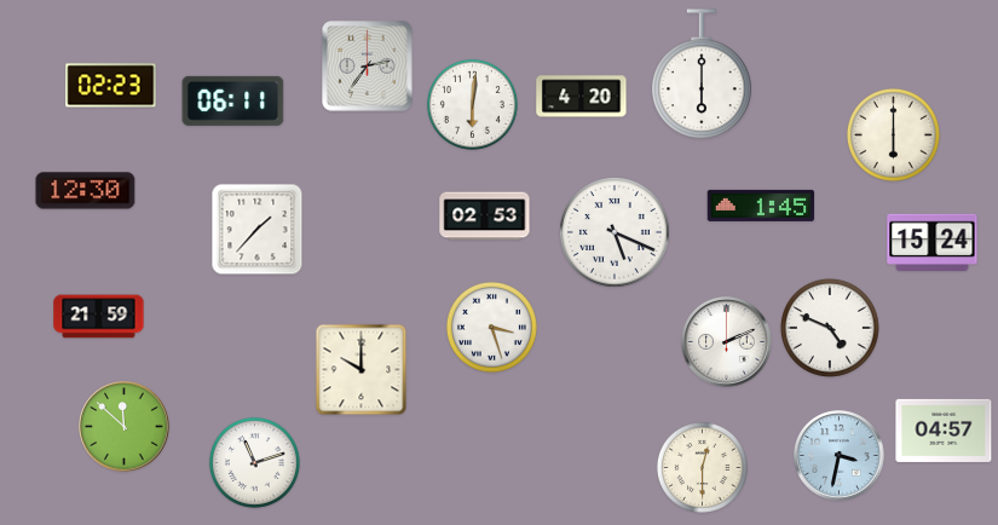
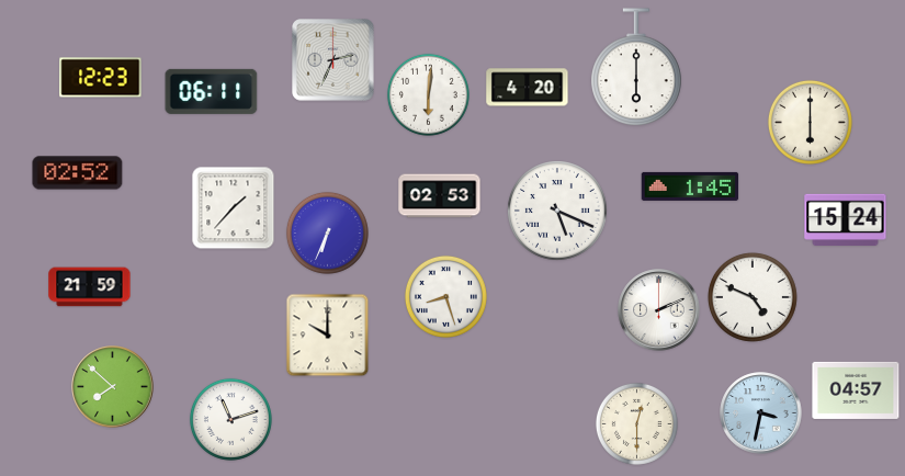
clock at (368, 67): 2:36 -> 2:34
clock at (111, 86): 02:23 -> 12:23
clock at (86, 191): 12:30 -> 02:52
clock at (327, 233): none -> 6:34
clock at (491, 327): 3:27 -> 8:27
clock at (125, 427): 11:52 -> 7:52
